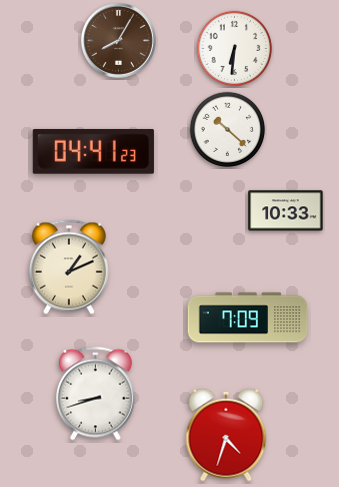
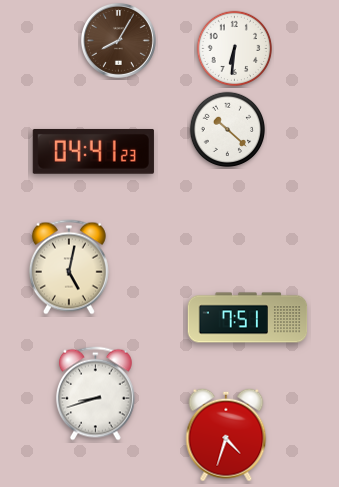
clock at (286, 211): 10:33 -> none
clock at (69, 267): 1:11 -> 5:02
clock at (248, 318): 7:09 -> 7:51
